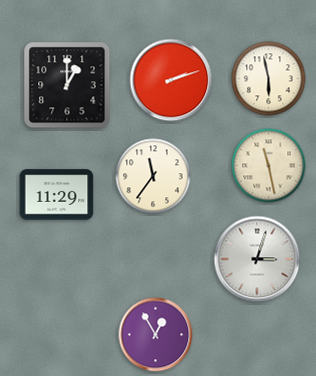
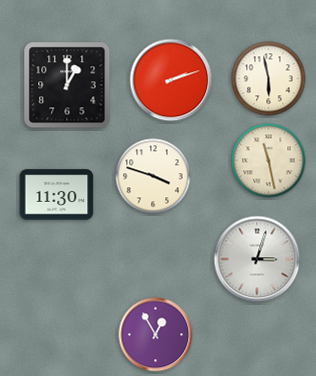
clock at (269, 166) position: (269, 166) -> (269, 161)
clock at (153, 176): 11:36 -> 3:48
clock at (57, 195): 11:29 -> 11:30
